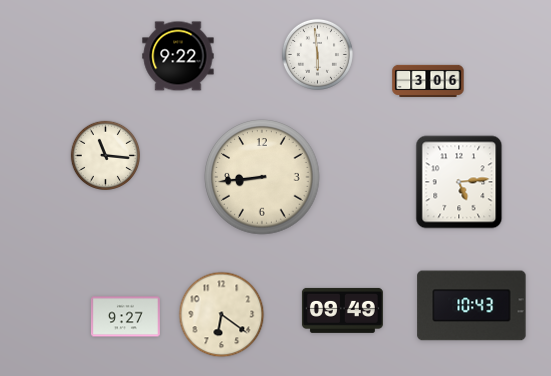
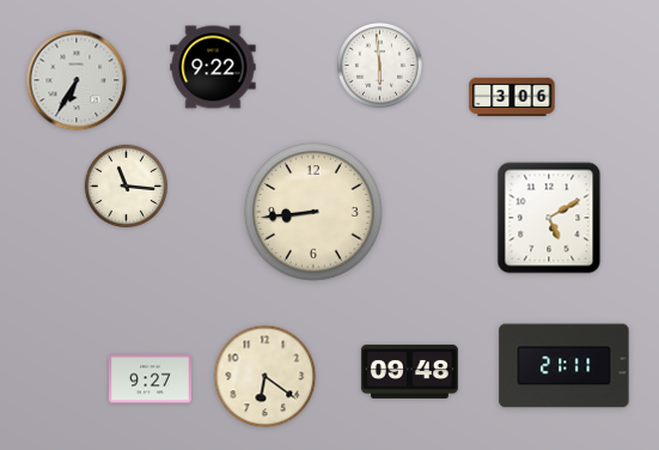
clock at (77, 80): none -> 6:35
clock at (459, 182): 5:14 -> 5:10
clock at (472, 306): 10:43 -> 21:11
clock at (342, 310): 09:49 -> 09:48
